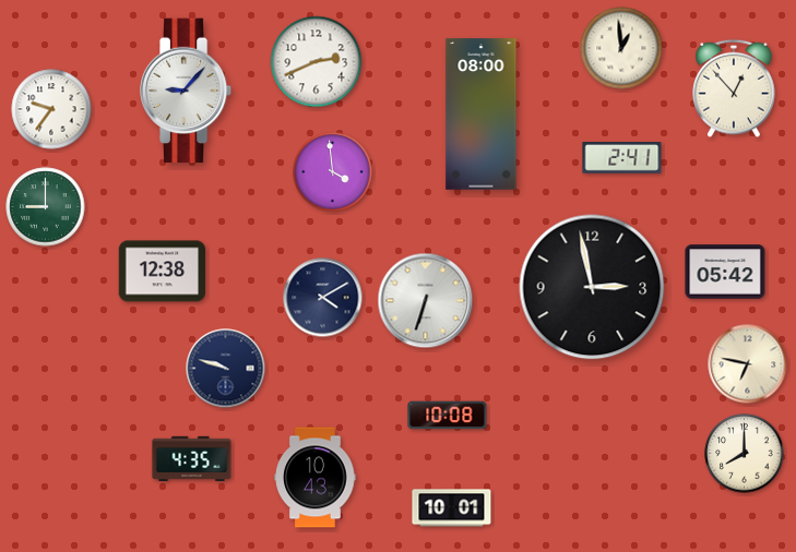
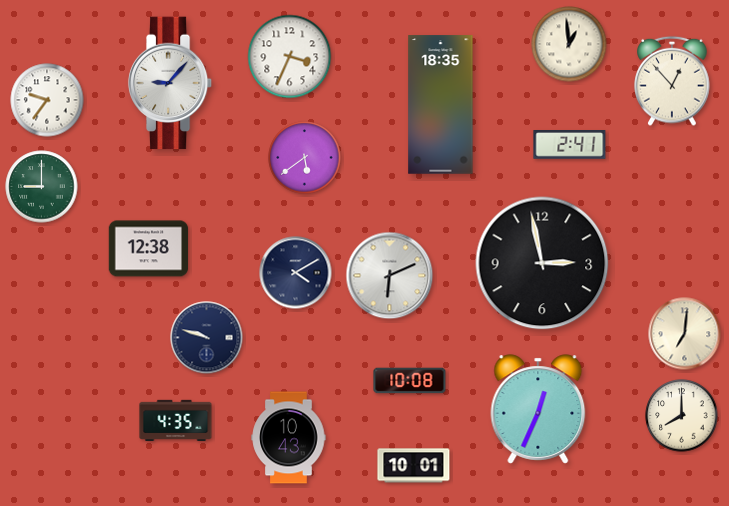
clock at (317, 62): 2:41 -> 3:34
clock at (482, 115): 08:00 -> 18:35
clock at (333, 172): 3:59 -> 5:39
clock at (46, 207) position: (46, 207) -> (42, 187)
clock at (725, 272): 05:42 -> none
clock at (426, 301): 6:33 -> 6:11
clock at (748, 364): 6:47 -> 7:01
clock at (538, 409): none -> 12:34
